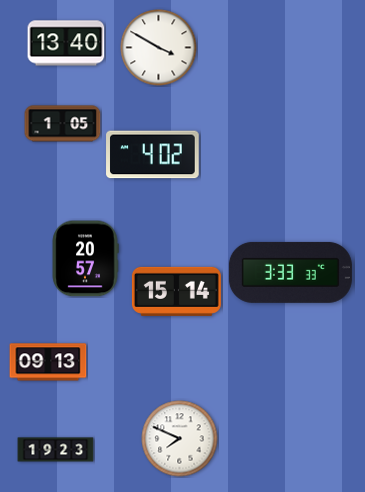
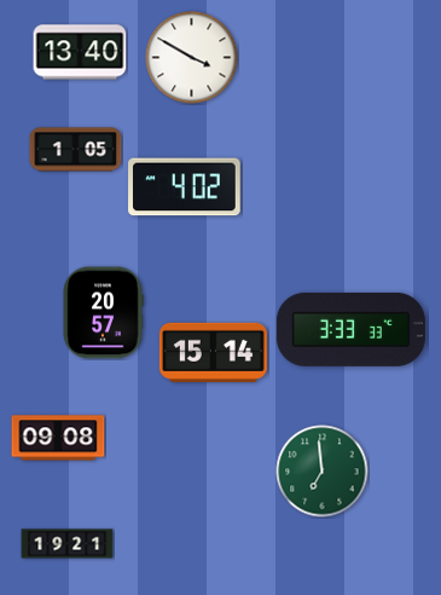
clock at (48, 362): 09:13 -> 09:08
clock at (323, 472): none -> 6:59
clock at (180, 439): 7:49 -> none
clock at (56, 450): 19:23 -> 19:21
